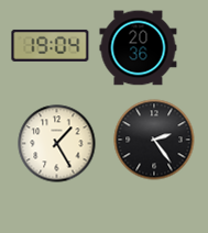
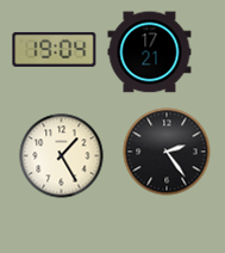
clock at (139, 48): 20:36 -> 17:21
